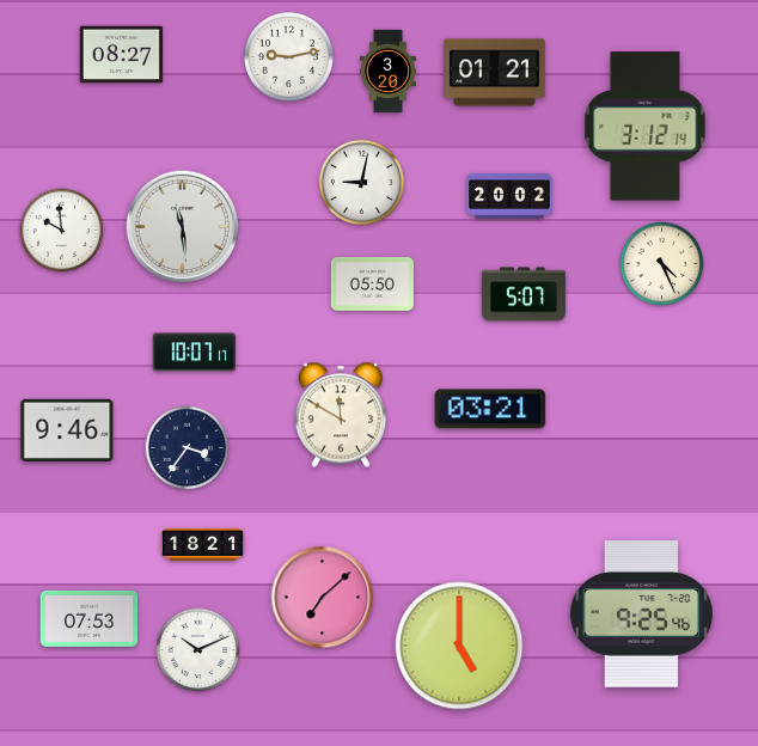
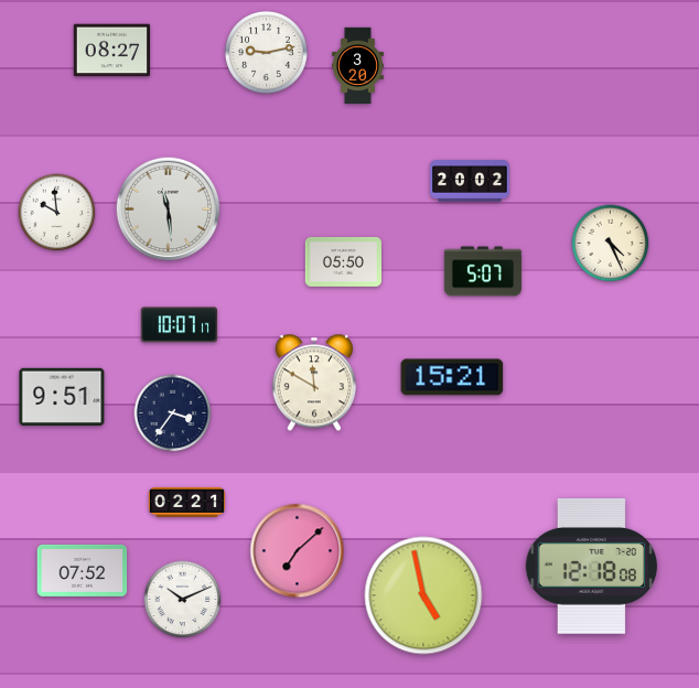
clock at (495, 73): 01:21 -> none
clock at (646, 127): 3:12 -> none
clock at (362, 183): 9:02 -> none
clock at (490, 409): 03:21 -> 15:21
clock at (67, 429): 9:46 -> 9:51
clock at (203, 544): 18:21 -> 02:21
clock at (642, 613): 9:25 -> 12:18
clock at (90, 618): 07:53 -> 07:52
clock at (459, 646): 5:00 -> 4:58
